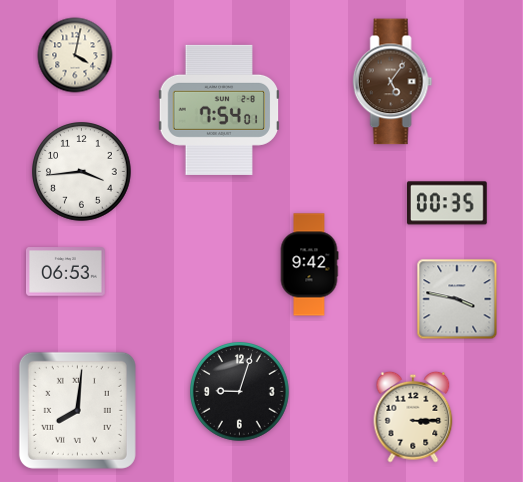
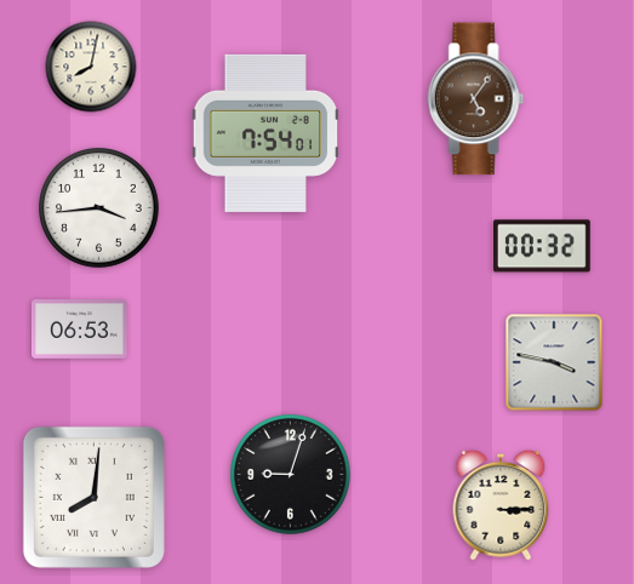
clock at (75, 55): 4:02 -> 8:02
clock at (447, 203): 00:35 -> 00:32
clock at (309, 265): 9:42 -> none
